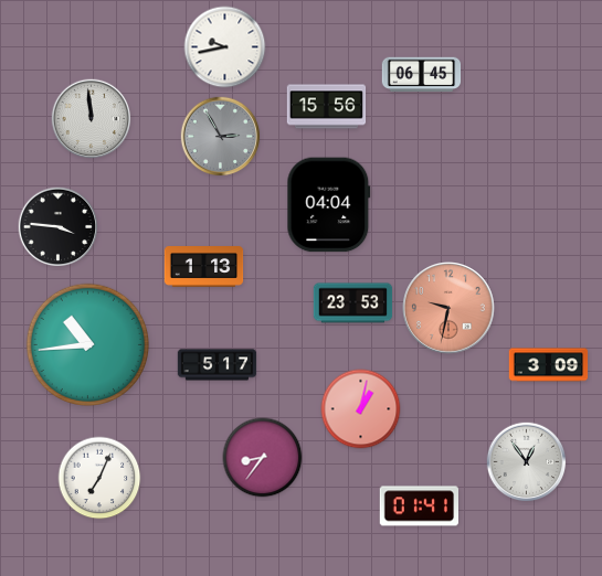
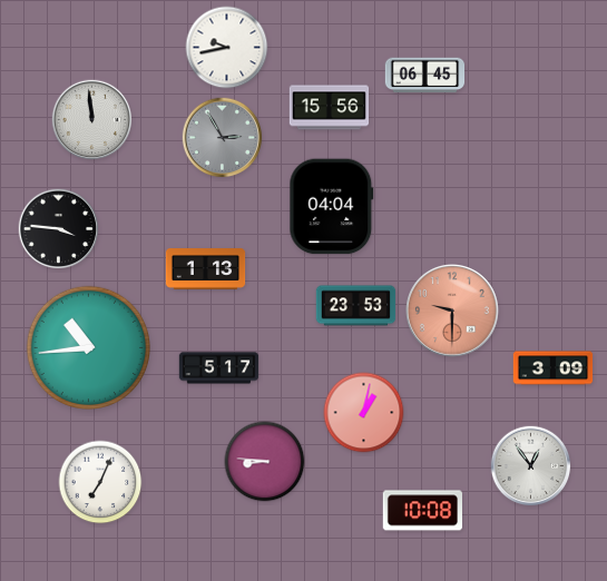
clock at (450, 309): 9:32 -> 9:30
clock at (263, 458): 8:36 -> 8:46
clock at (419, 506): 01:41 -> 10:08
